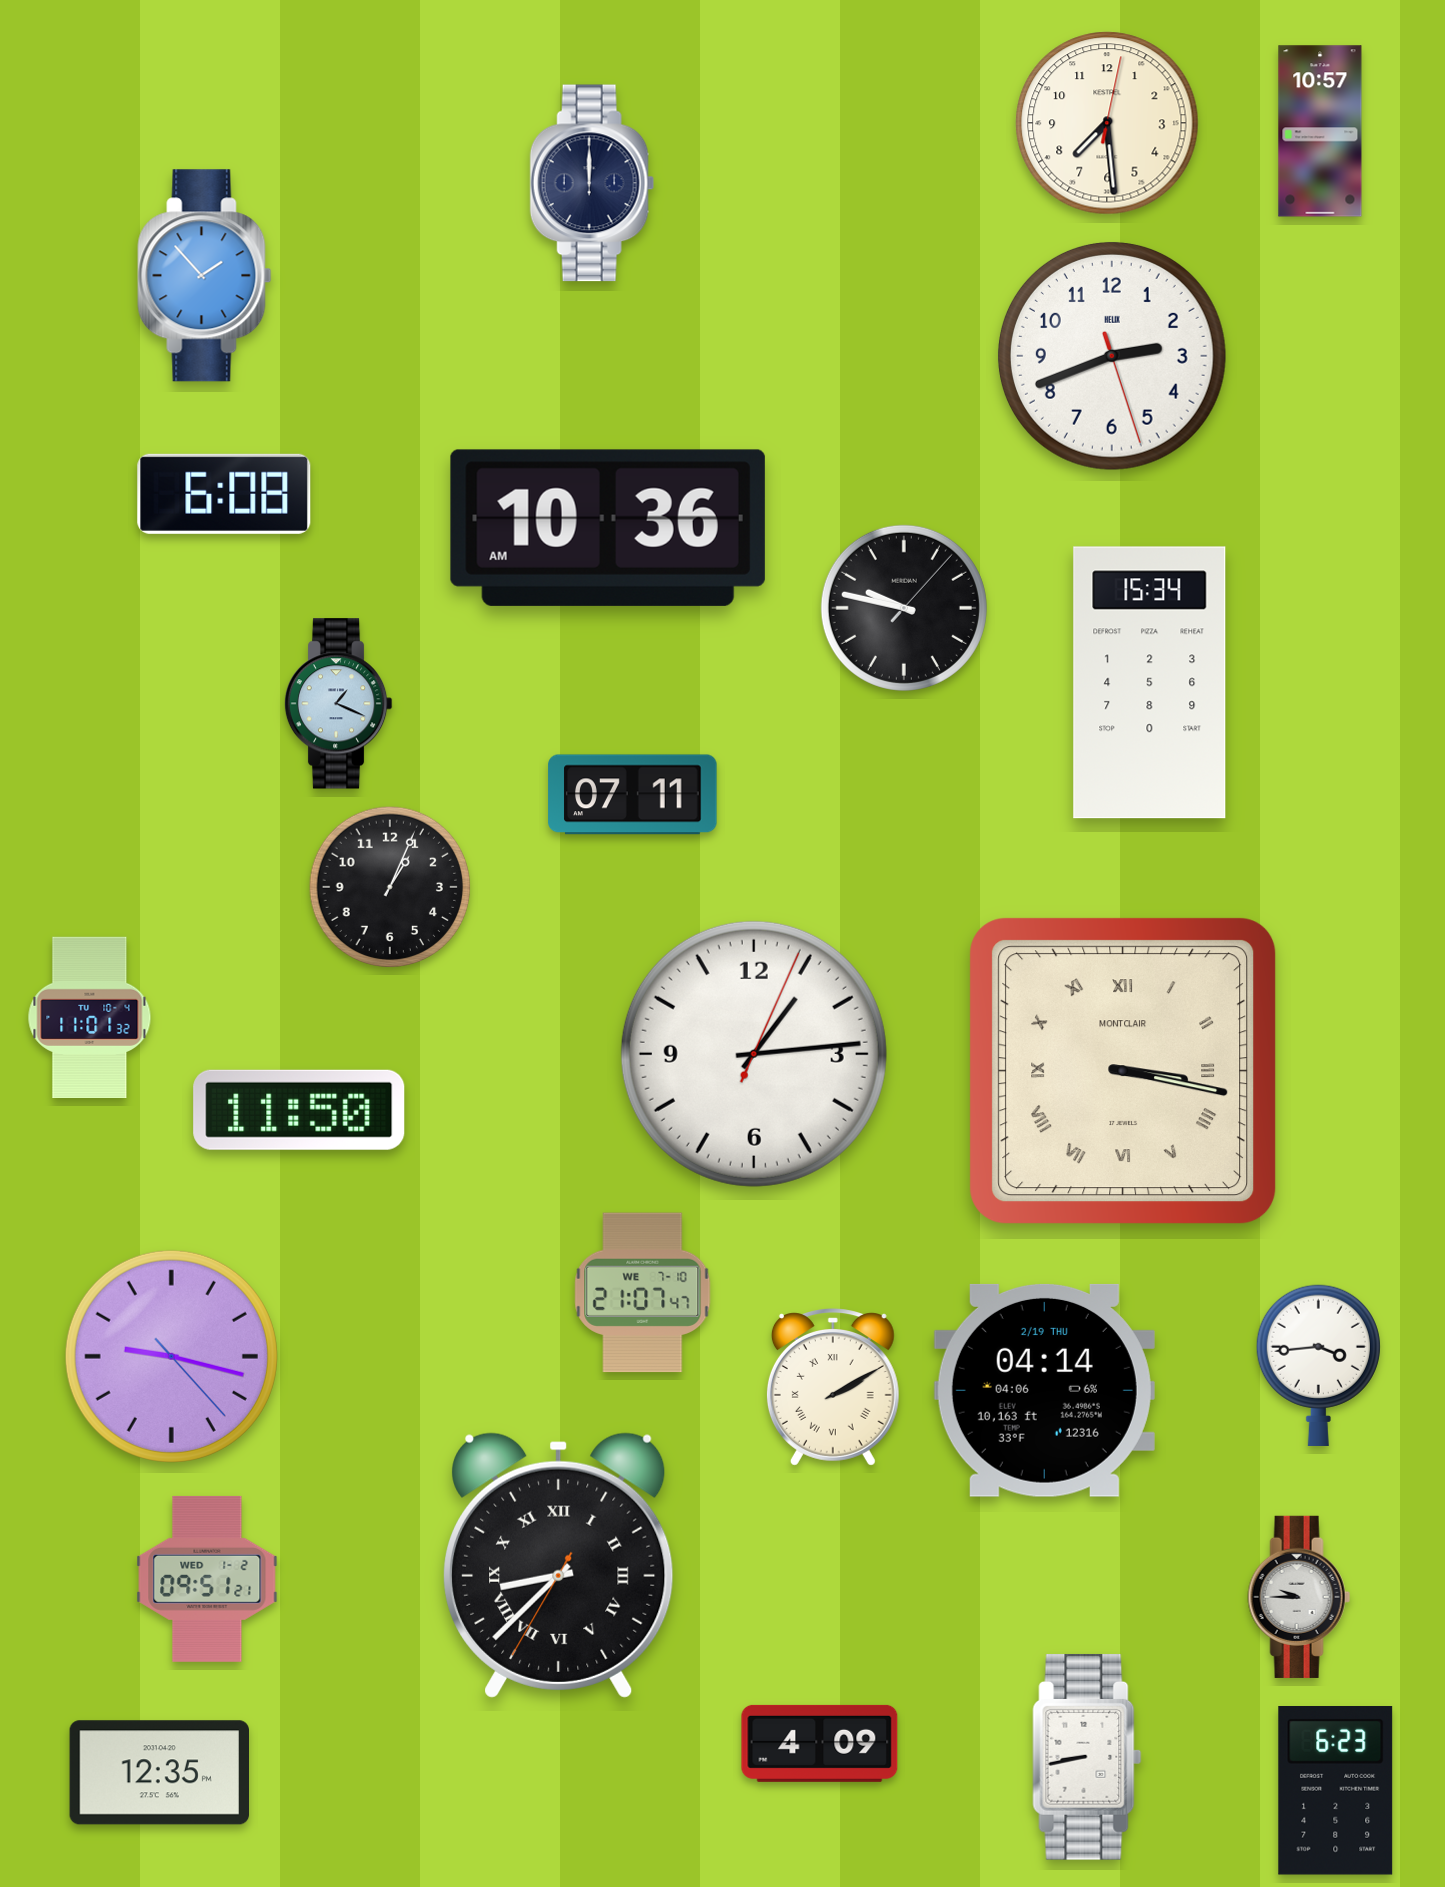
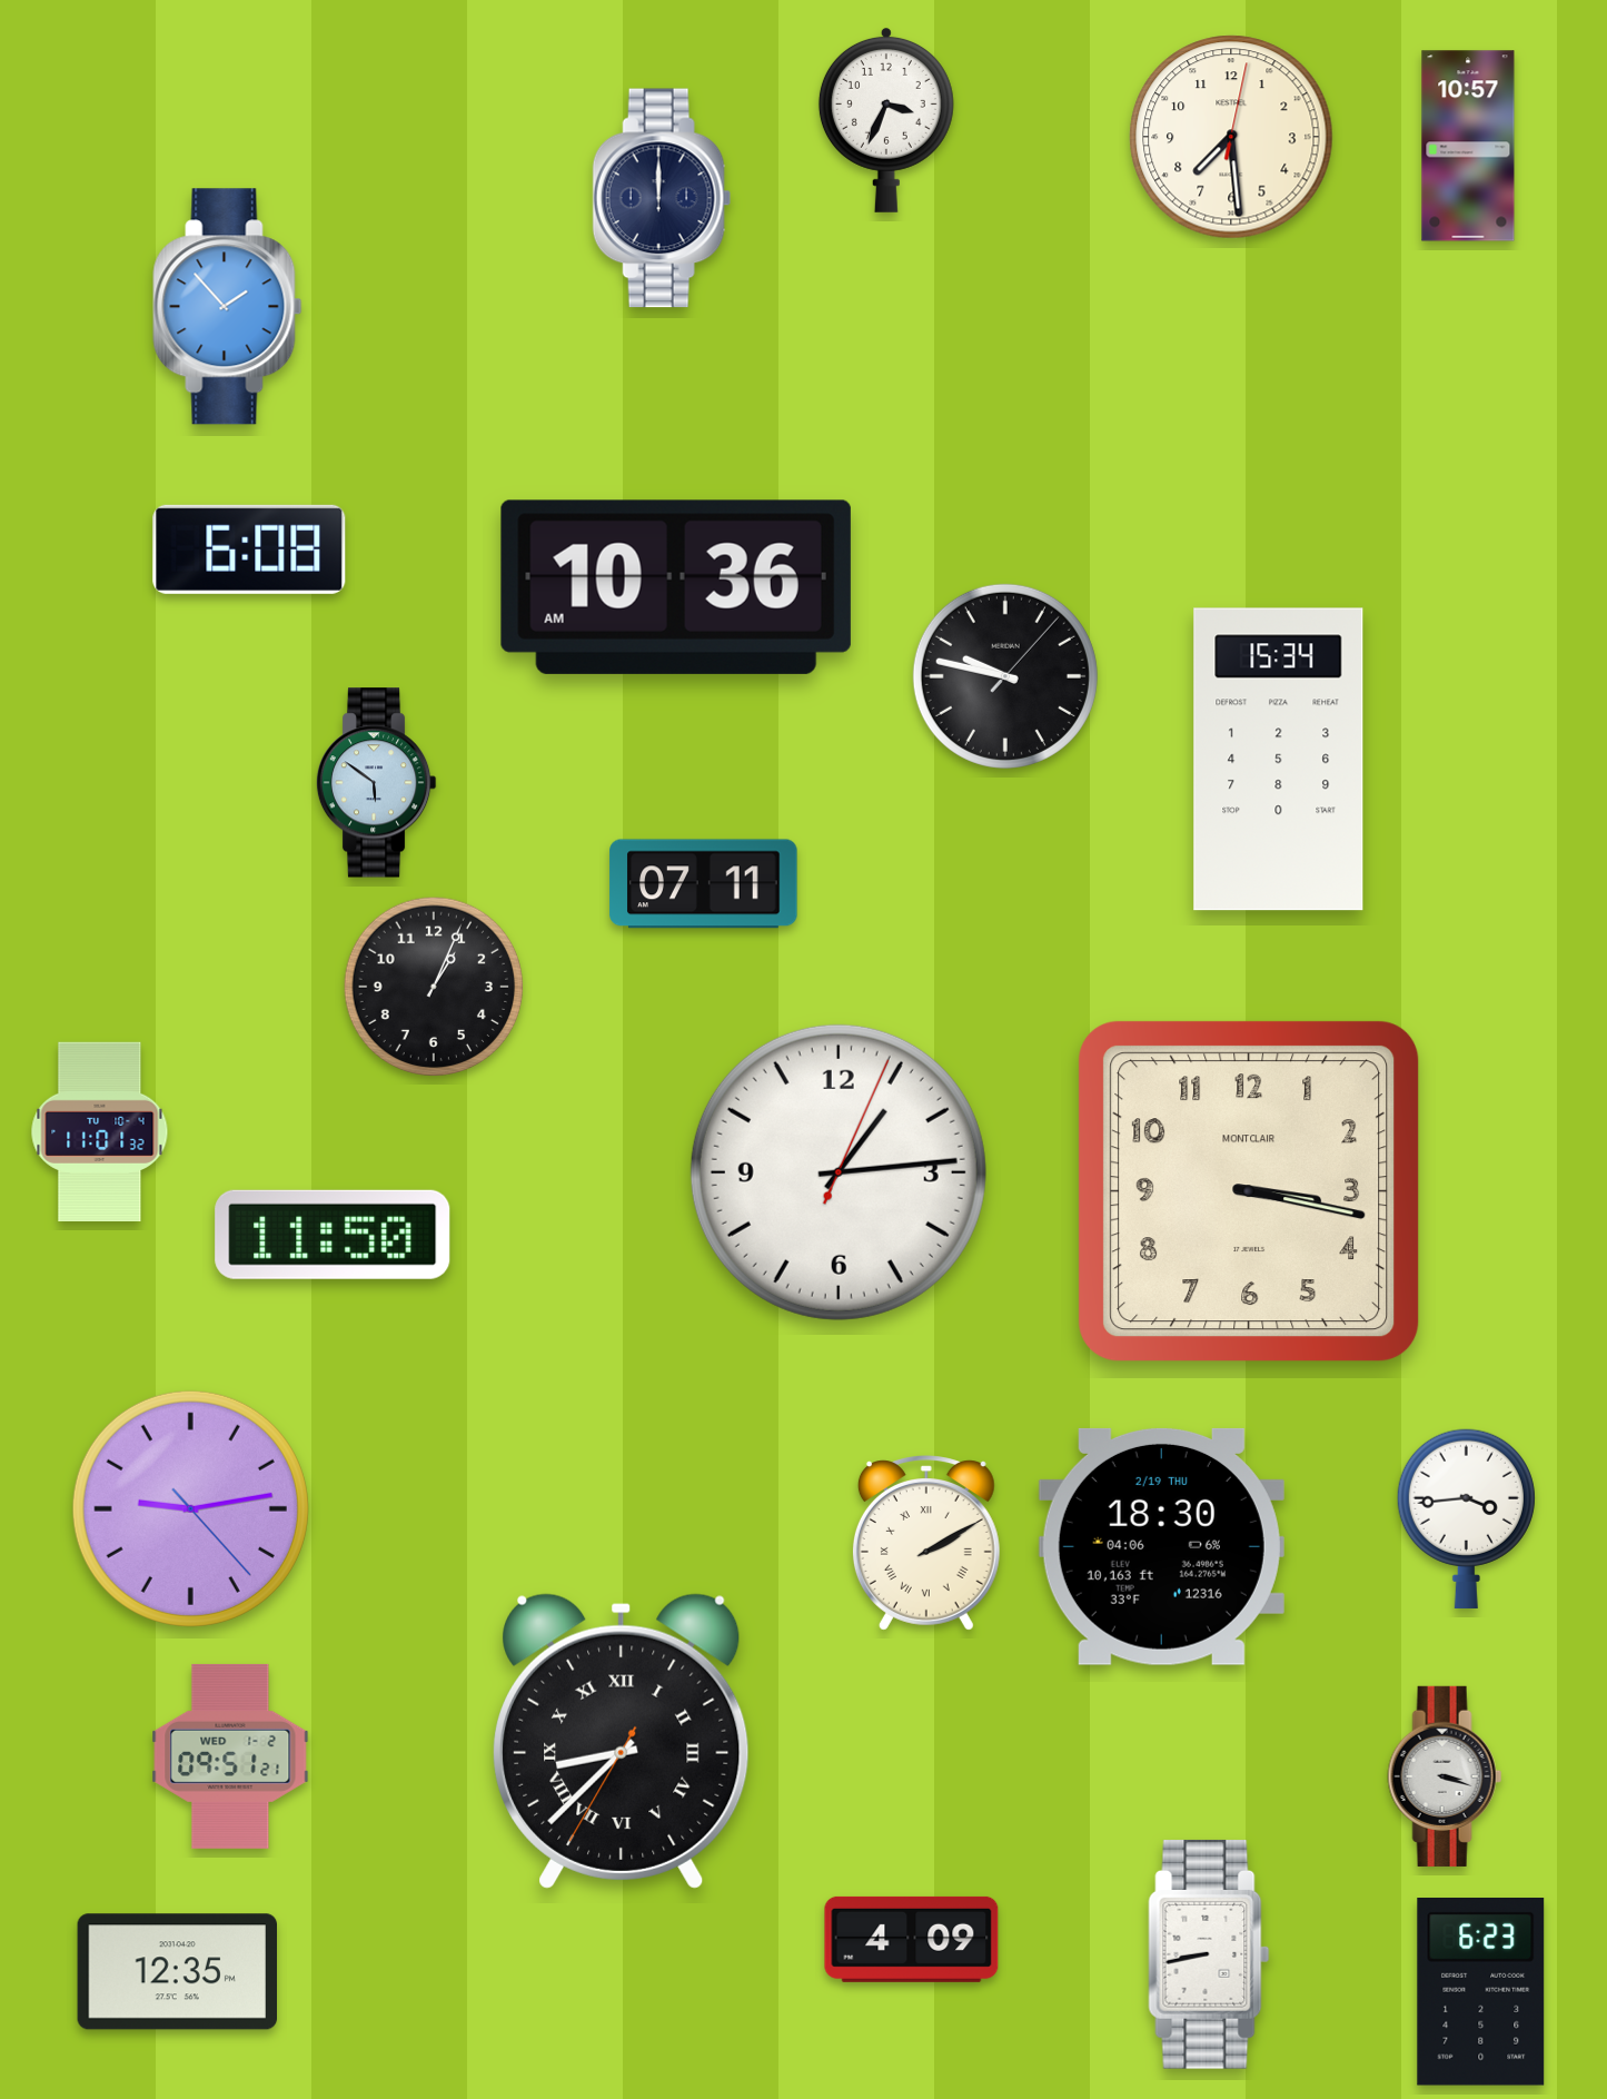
clock at (886, 119): none -> 3:34
clock at (592, 183) position: (592, 183) -> (662, 198)
clock at (1112, 356): 2:41 -> none
clock at (338, 704): 1:19 -> 5:51
clock at (1123, 1071) numerals: Roman -> Arabic
clock at (643, 1293): 21:07 -> none
clock at (171, 1356): 9:17 -> 9:13
clock at (1044, 1390): 04:14 -> 18:30
clock at (1299, 1597): 9:45 -> 3:18
clock at (1336, 1791) position: (1336, 1791) -> (1481, 1992)
